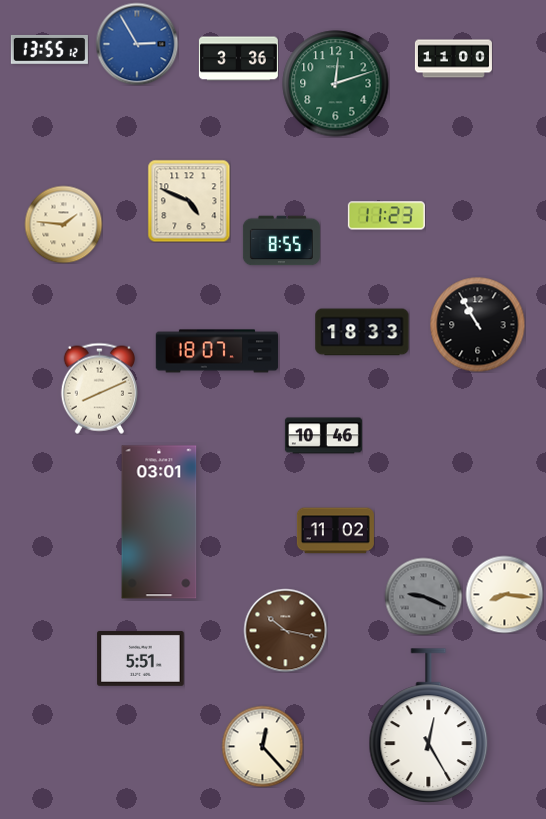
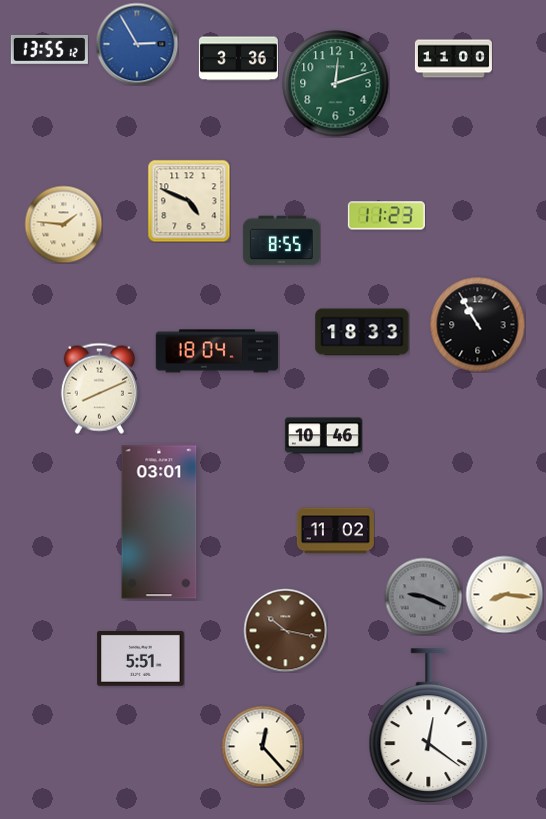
clock at (217, 351): 18:07 -> 18:04
clock at (429, 726): 12:25 -> 12:21
